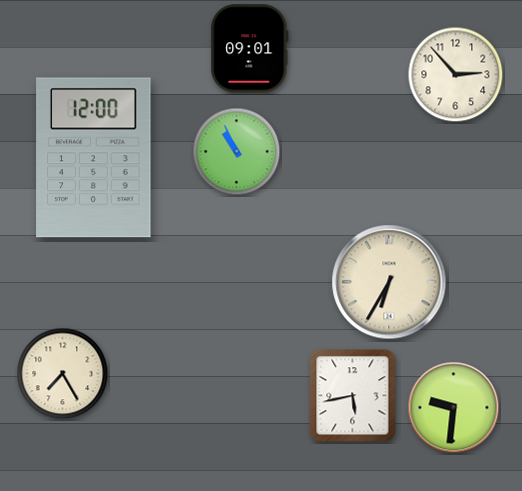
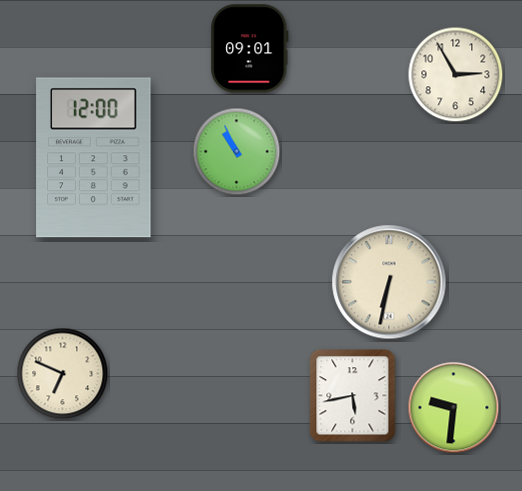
clock at (456, 75): 2:53 -> 2:55
clock at (389, 282): 6:35 -> 6:32
clock at (63, 374): 7:25 -> 6:49
